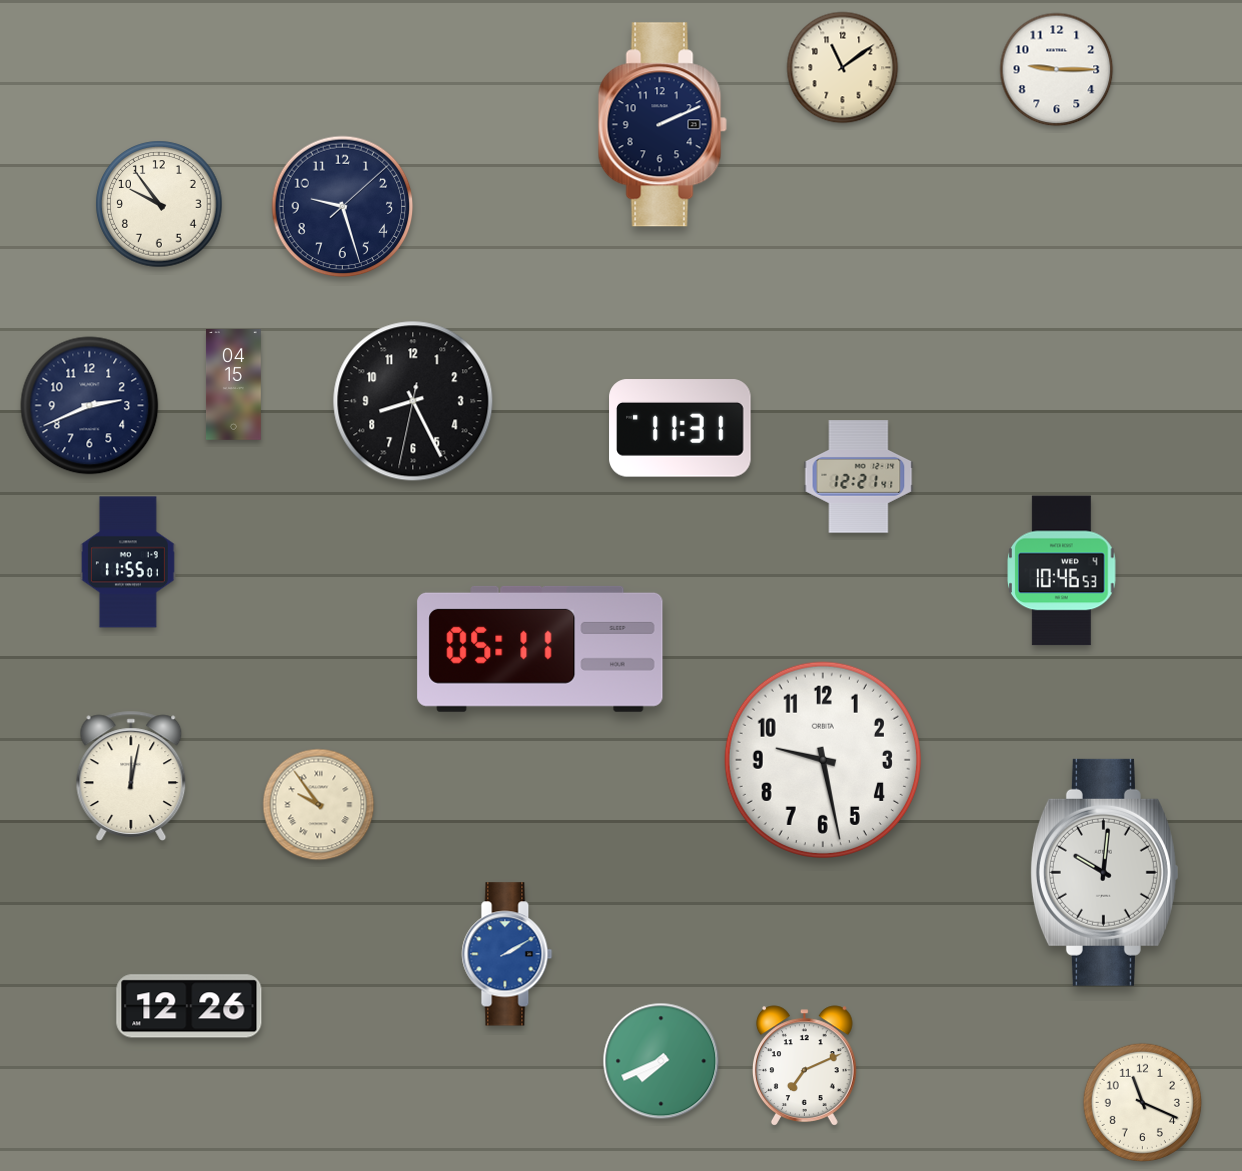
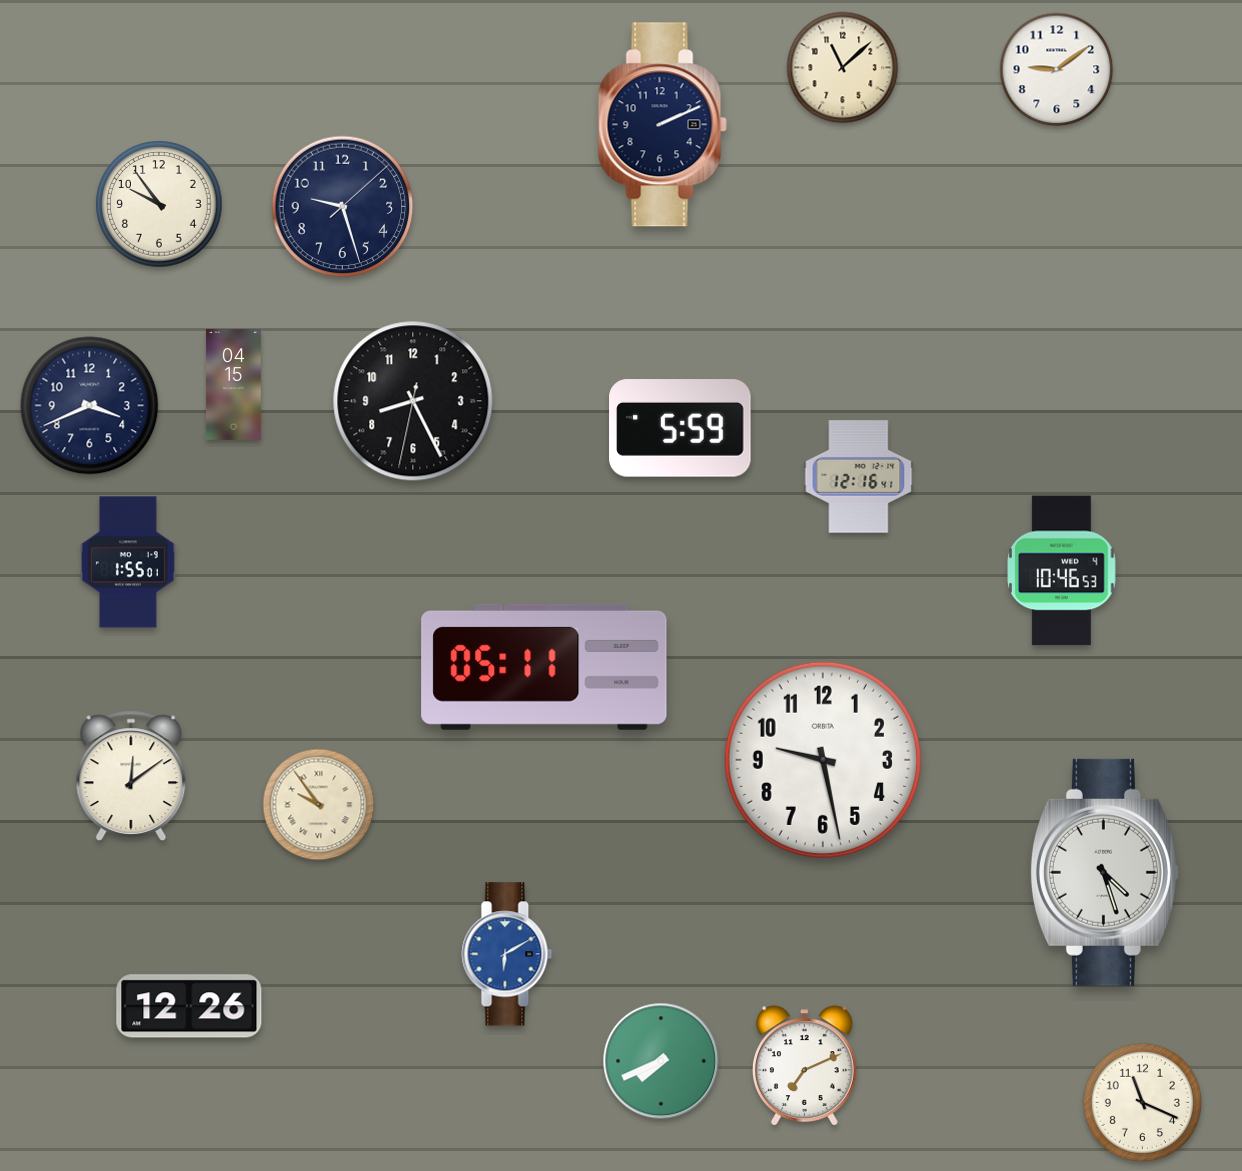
clock at (843, 68): 11:09 -> 11:08
clock at (1057, 70): 9:15 -> 9:09
clock at (90, 406): 2:41 -> 3:41
clock at (680, 428): 11:31 -> 5:59
clock at (859, 477): 12:21 -> 12:16
clock at (128, 562): 11:55 -> 1:55
clock at (540, 649) position: (540, 649) -> (544, 667)
clock at (131, 776): 12:02 -> 12:09
clock at (1104, 872): 10:01 -> 4:27
clock at (507, 954): 2:10 -> 6:10
